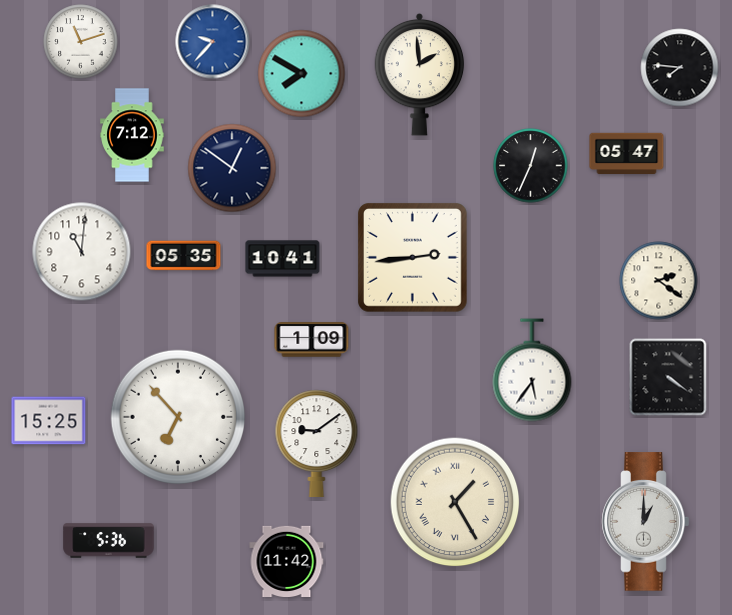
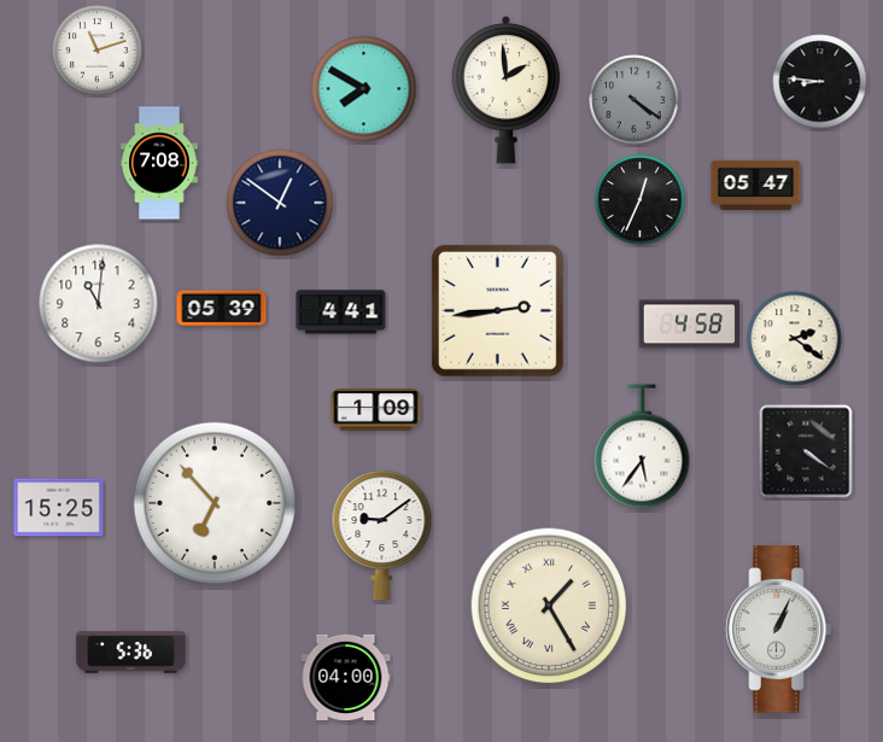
clock at (213, 42): 9:37 -> none
clock at (680, 68): 7:46 -> 8:46
clock at (635, 100): none -> 4:21
clock at (132, 135): 7:12 -> 7:08
clock at (184, 256): 05:35 -> 05:39
clock at (283, 259): 10:41 -> 4:41
clock at (689, 325): none -> 4:58
clock at (668, 377) position: (668, 377) -> (806, 451)
clock at (646, 522): 1:00 -> 1:04
clock at (287, 561): 11:42 -> 04:00
